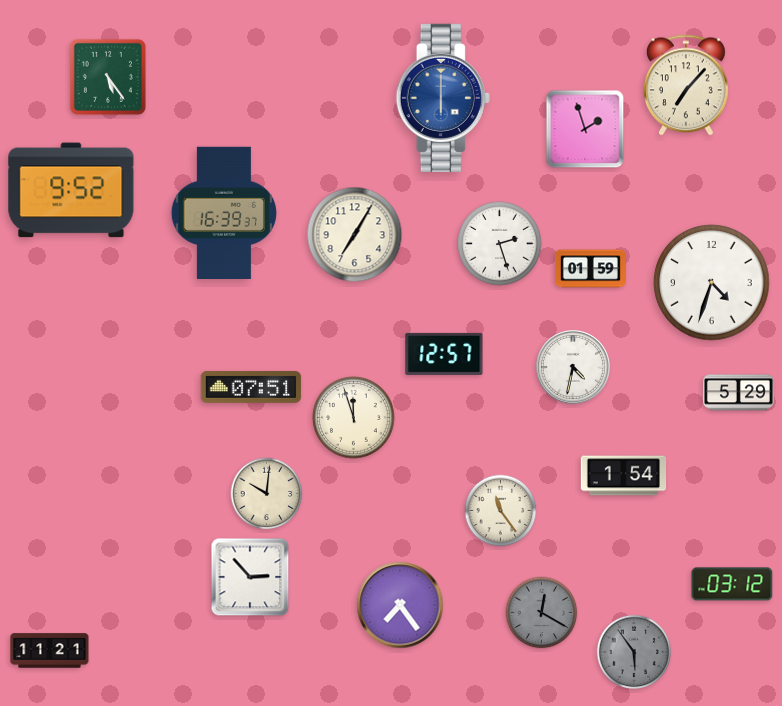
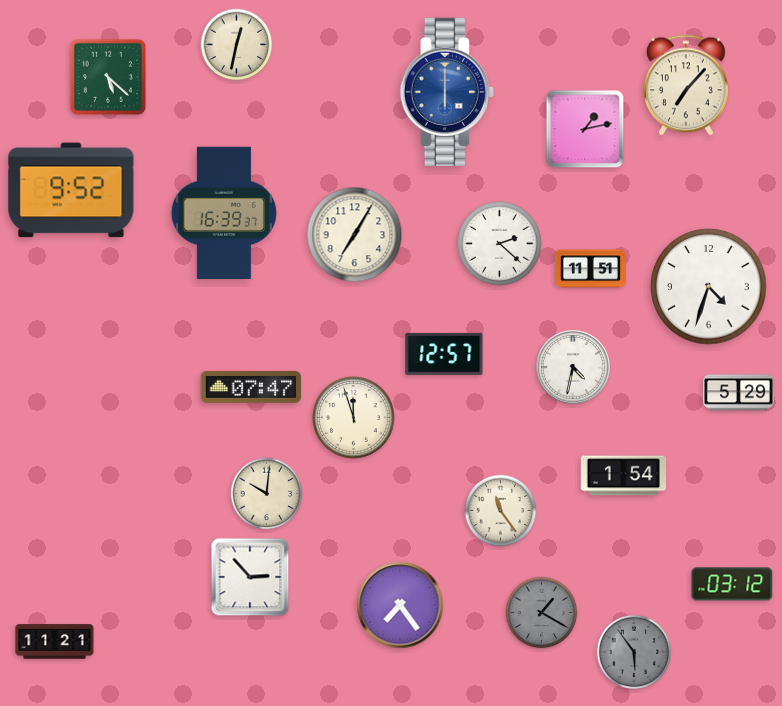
clock at (237, 45): none -> 12:32
clock at (108, 77): 5:24 -> 5:22
clock at (443, 98) position: (443, 98) -> (447, 92)
clock at (585, 129): 1:57 -> 1:13
clock at (500, 244): 2:27 -> 2:22
clock at (590, 269): 01:59 -> 11:51
clock at (712, 283) position: (712, 283) -> (709, 287)
clock at (251, 387): 07:51 -> 07:47
clock at (542, 613): 12:20 -> 1:20
clock at (50, 651) position: (50, 651) -> (55, 642)
